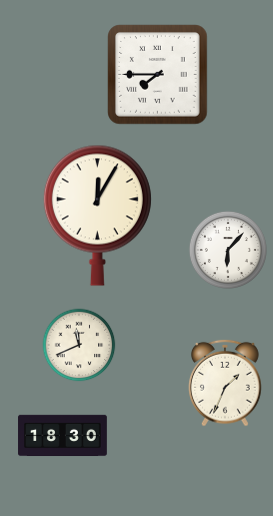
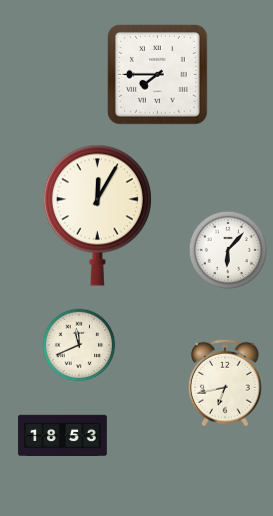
clock at (226, 383): 1:34 -> 6:43
clock at (63, 436): 18:30 -> 18:53
